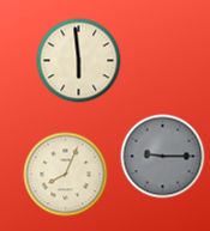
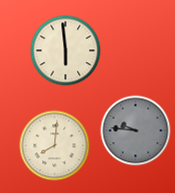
clock at (163, 157): 9:15 -> 9:46
clock at (66, 175): 8:04 -> 8:01
